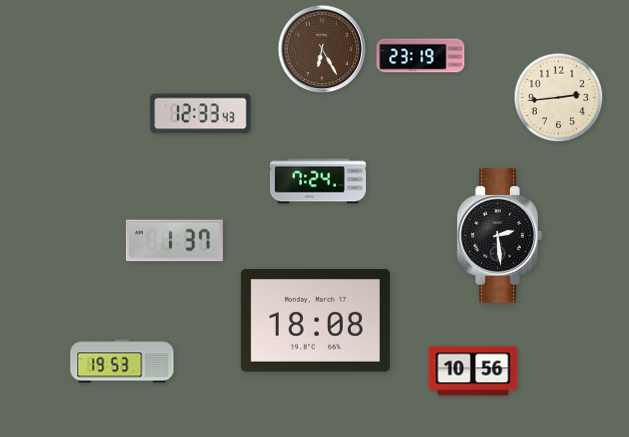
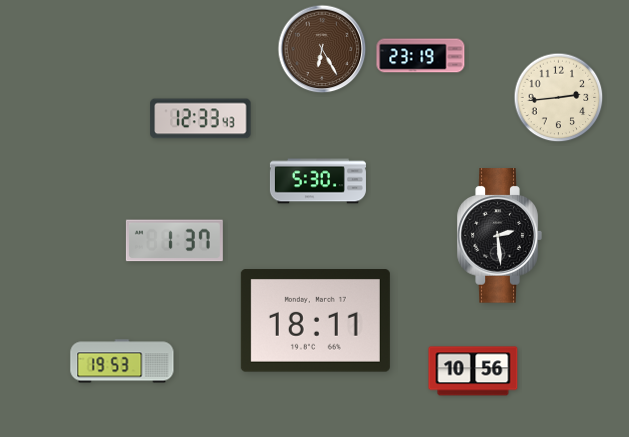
clock at (201, 114) position: (201, 114) -> (201, 119)
clock at (318, 181): 7:24 -> 5:30
clock at (315, 321): 18:08 -> 18:11
